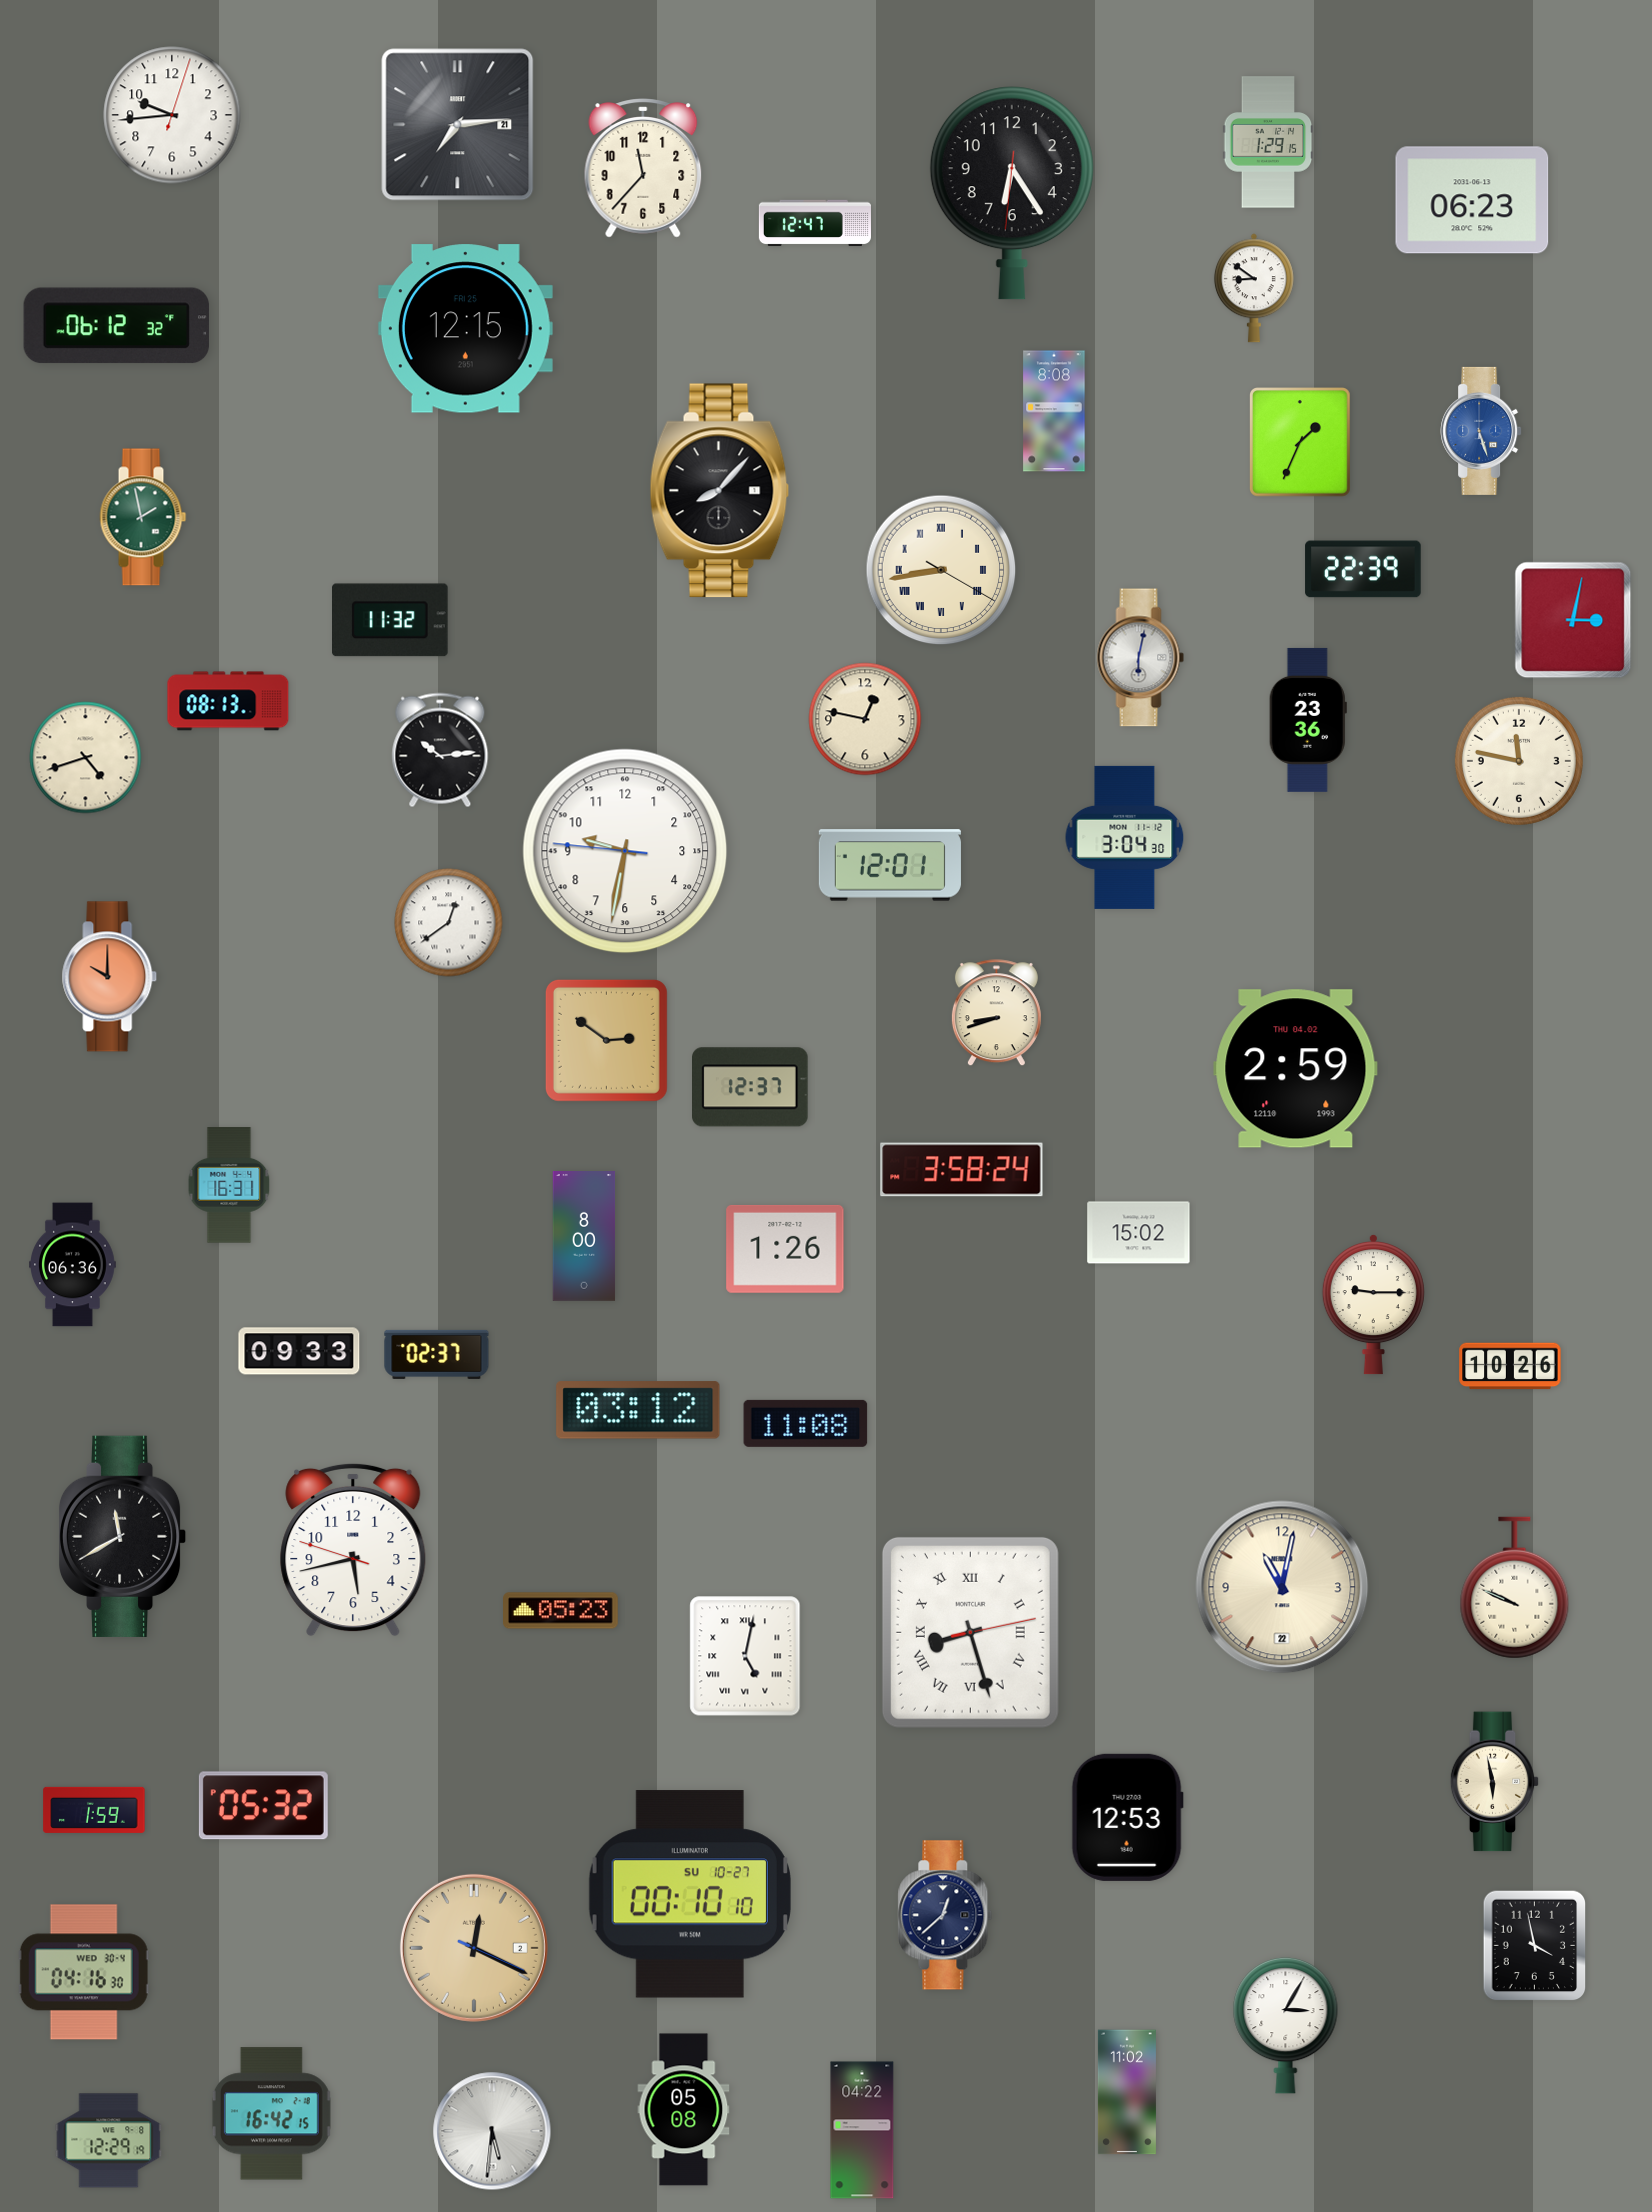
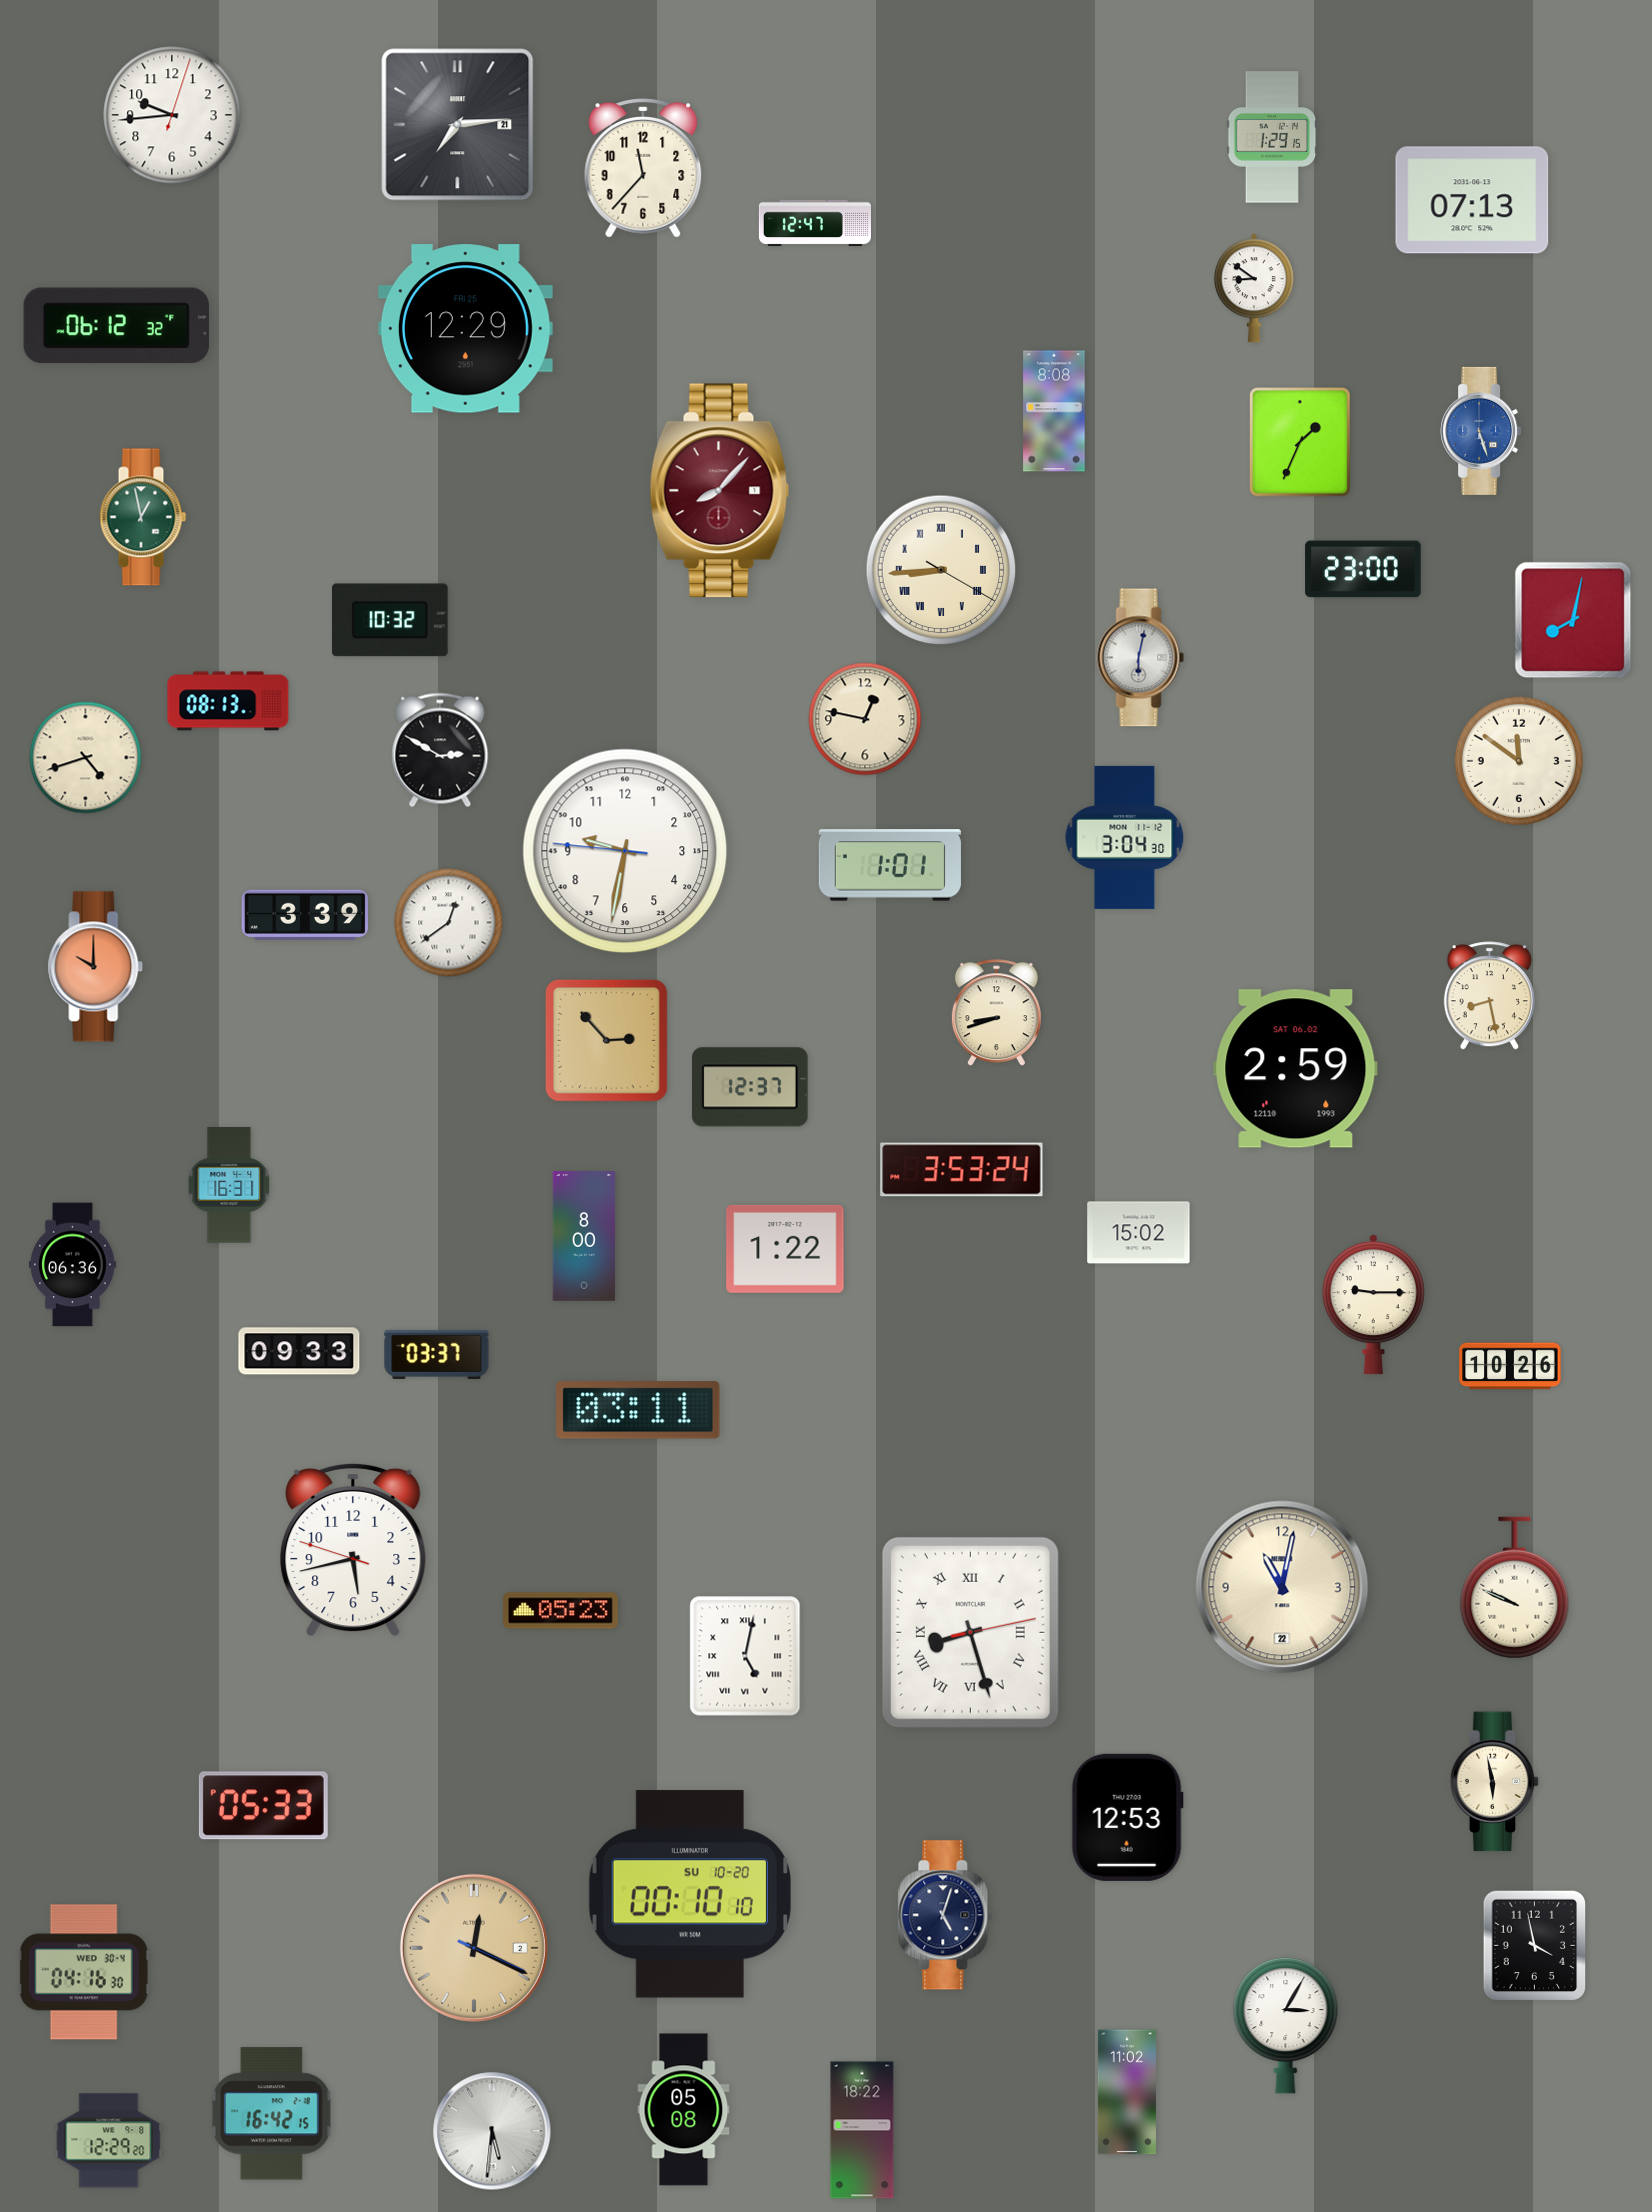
clock at (1268, 142) position: (1268, 142) -> (1272, 137)
clock at (1012, 193): 6:24 -> none
clock at (1472, 200): 06:23 -> 07:13
clock at (465, 329): 12:15 -> 12:29
clock at (720, 491) dial: black -> burgundy
clock at (143, 517): 1:58 -> 12:58
clock at (1363, 569): 22:39 -> 23:00
clock at (941, 570): 8:43 -> 8:44
clock at (391, 620): 11:32 -> 10:32
clock at (1573, 620): 3:02 -> 8:02
clock at (1308, 720): 23:36 -> none
clock at (440, 750): 10:14 -> 2:50
clock at (1519, 761): 11:47 -> 11:51
clock at (890, 865): 12:01 -> 1:01
clock at (305, 915): none -> 3:39
clock at (110, 977) position: (110, 977) -> (96, 967)
clock at (1489, 996): none -> 8:28
clock at (606, 1040): 2:51 -> 2:53
clock at (1296, 1069) date: THU 04.02 -> SAT 06.02
clock at (962, 1170): 3:58 -> 3:53
clock at (785, 1249): 1:26 -> 1:22
clock at (437, 1354): 02:37 -> 03:37
clock at (638, 1410): 03:12 -> 03:11
clock at (806, 1423): 11:08 -> none
clock at (123, 1536): 11:40 -> none
clock at (263, 1806): 05:32 -> 05:33
clock at (94, 1810): 1:59 -> none
clock at (690, 1894) date: SU 10-27 -> SU 10-20
clock at (945, 1915): 12:38 -> 5:03
clock at (862, 2130): 04:22 -> 18:22
clock at (109, 2141): 12:29:19 -> 12:29:20
